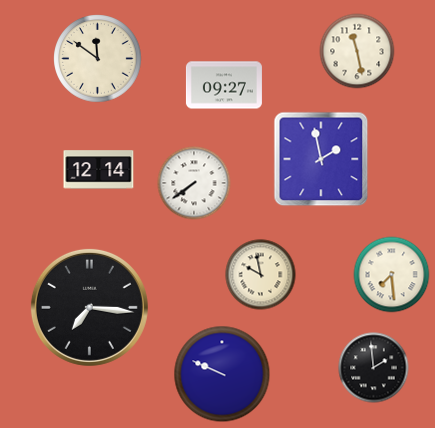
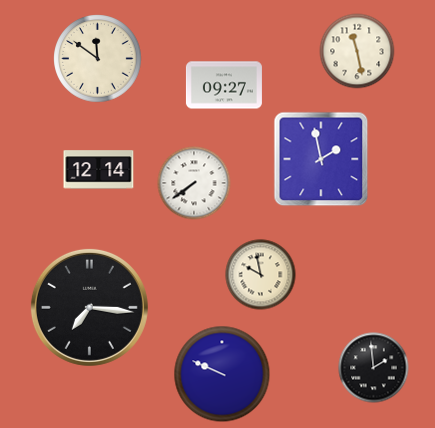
clock at (392, 275): 7:29 -> none
